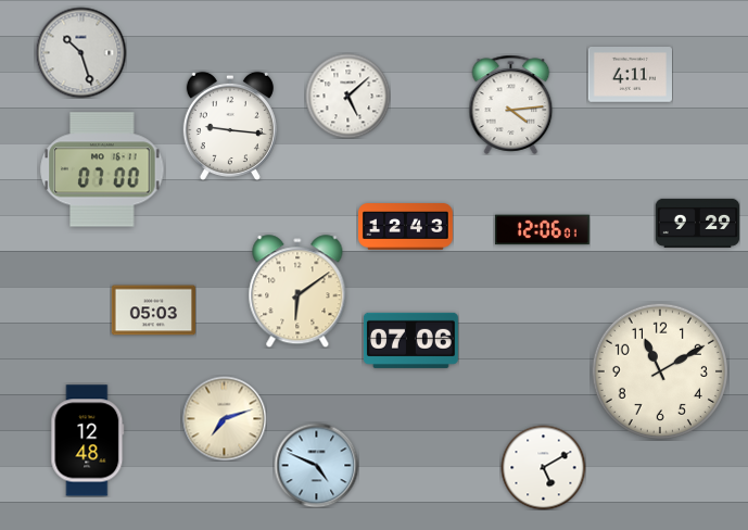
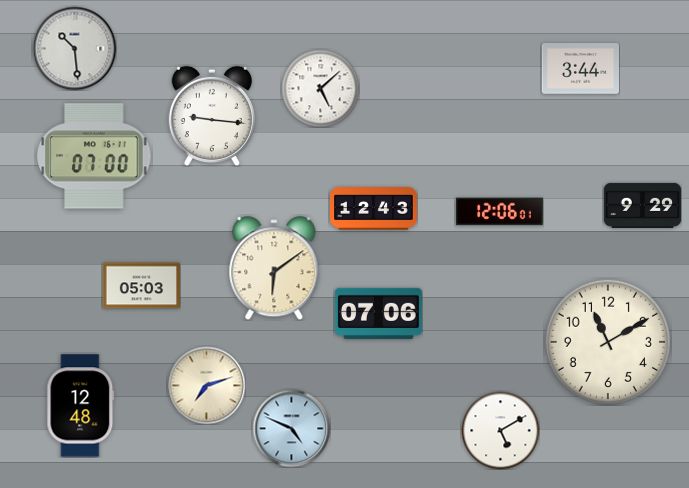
clock at (80, 52): 10:27 -> 10:29
clock at (630, 75): 4:11 -> 3:44
clock at (511, 104): 4:14 -> none
